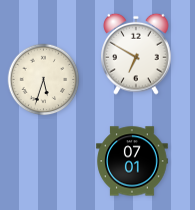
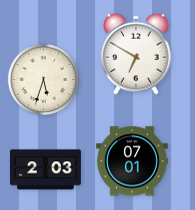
clock at (45, 170): none -> 2:03
